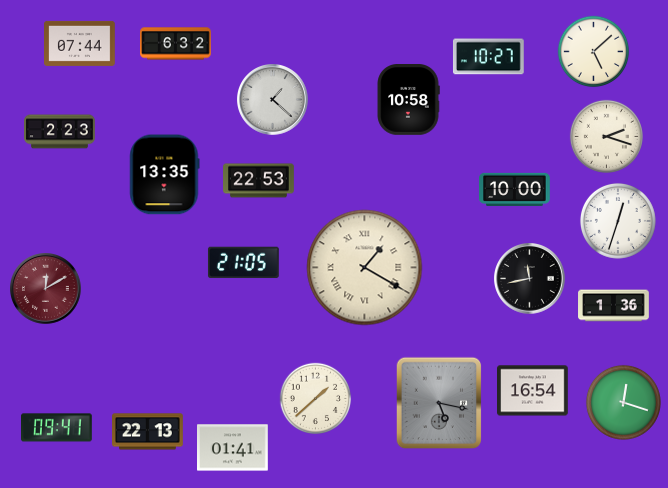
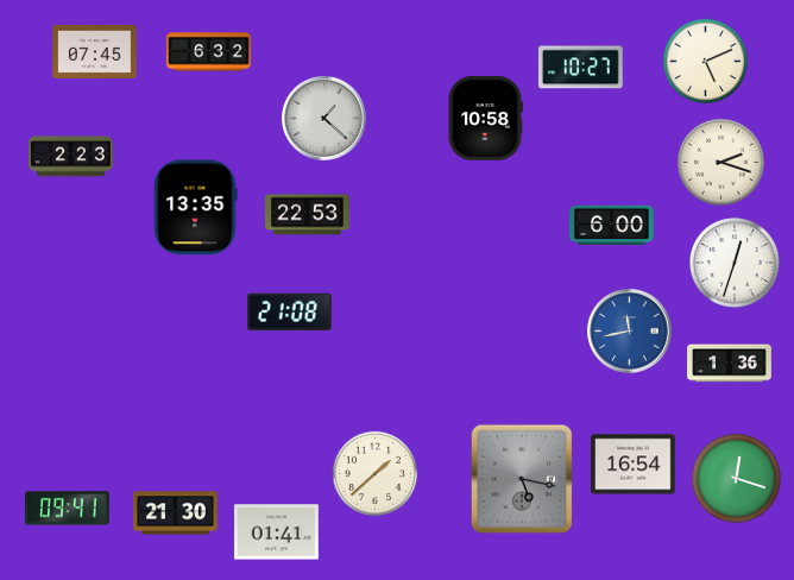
clock at (80, 43): 07:44 -> 07:45
clock at (594, 52): 5:08 -> 5:11
clock at (515, 189): 10:00 -> 6:00
clock at (243, 263): 21:05 -> 21:08
clock at (365, 268): 1:20 -> none
clock at (530, 279) dial: black -> blue
clock at (46, 289): 12:10 -> none
clock at (623, 402) position: (623, 402) -> (736, 478)
clock at (148, 432): 22:13 -> 21:30
